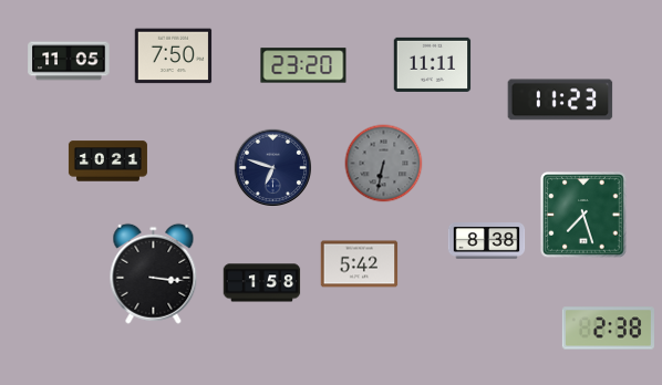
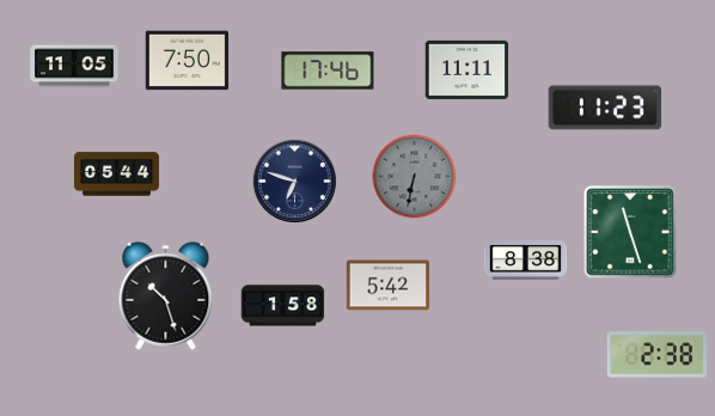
clock at (303, 65): 23:20 -> 17:46
clock at (107, 162): 10:21 -> 05:44
clock at (583, 215): 7:27 -> 11:27
clock at (154, 273): 3:16 -> 10:27
